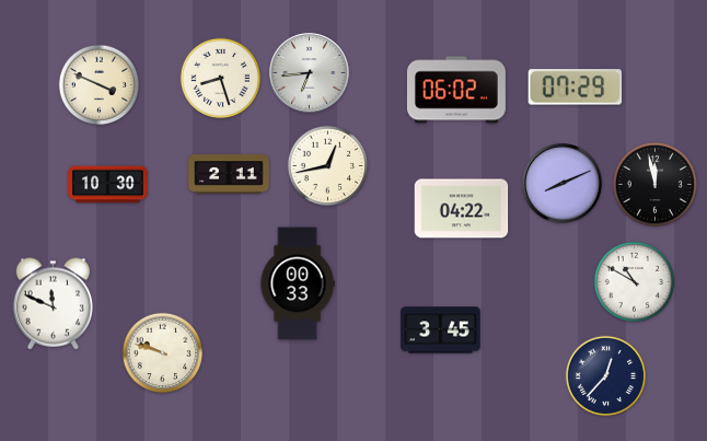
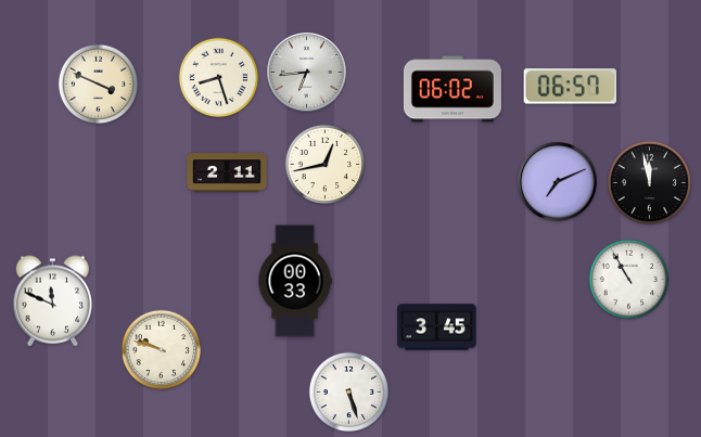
clock at (576, 88): 07:29 -> 06:57
clock at (563, 184): 8:11 -> 7:11
clock at (108, 185): 10:30 -> none
clock at (462, 209): 04:22 -> none
clock at (635, 282): 10:50 -> 10:55
clock at (606, 376): 12:37 -> none
clock at (349, 393): none -> 5:27
